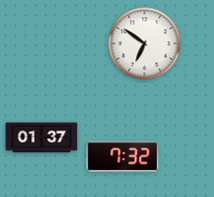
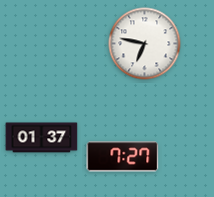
clock at (145, 44): 6:51 -> 6:47
clock at (123, 157): 7:32 -> 7:27
